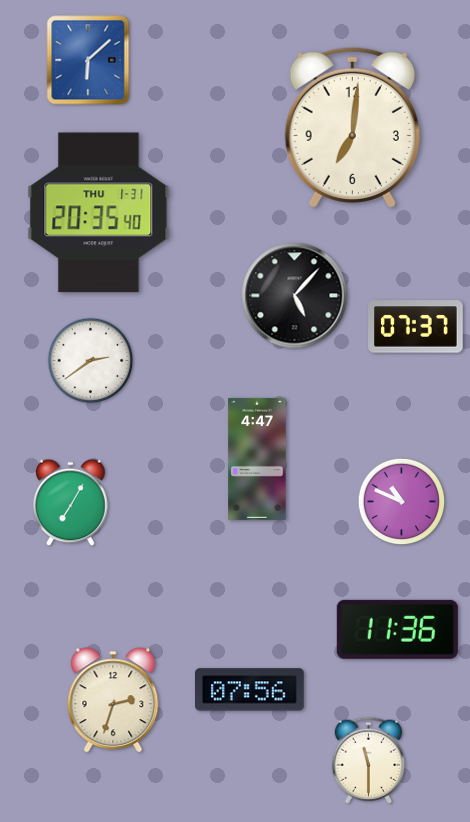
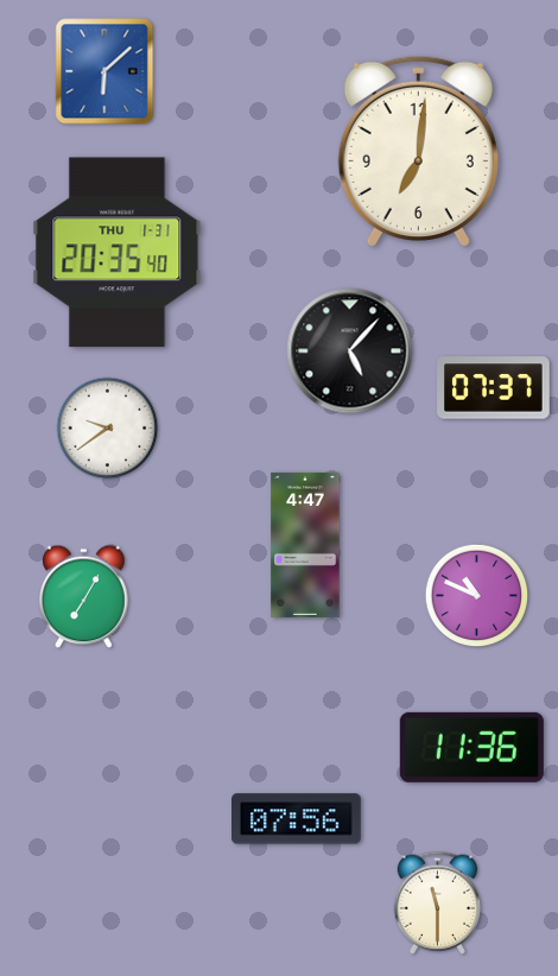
clock at (91, 361): 2:39 -> 9:39
clock at (113, 700): 2:33 -> none
